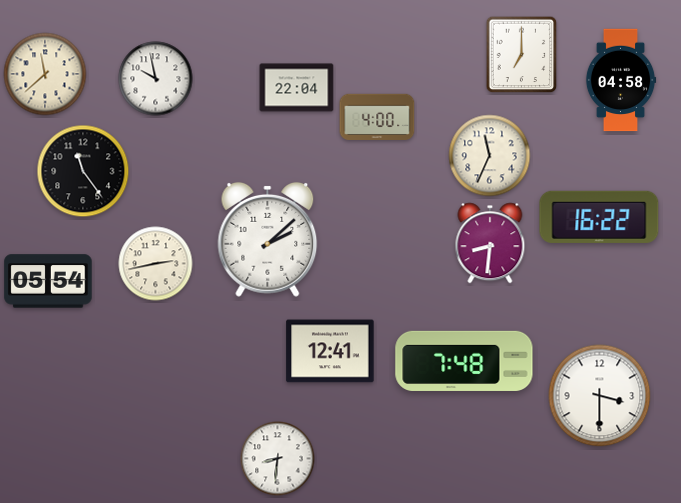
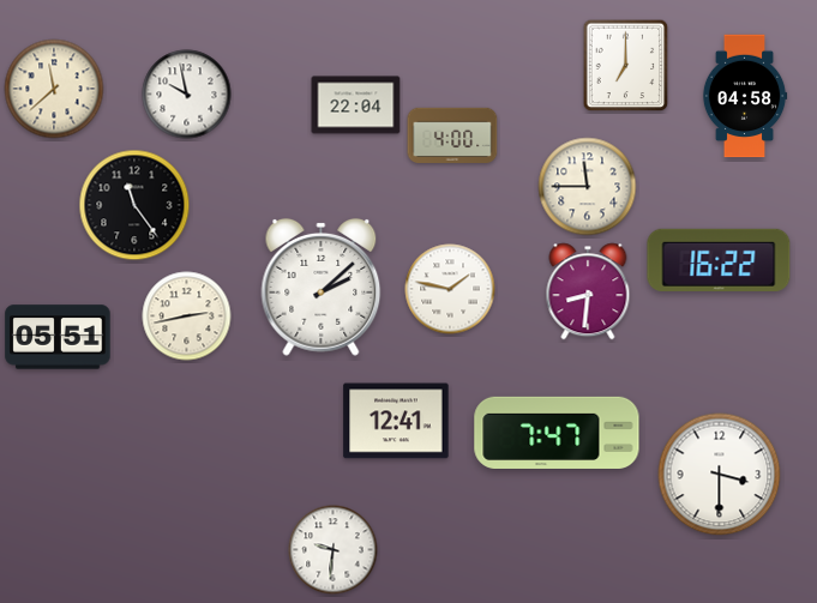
clock at (377, 117) position: (377, 117) -> (452, 135)
clock at (490, 156): 11:34 -> 11:45
clock at (83, 171) position: (83, 171) -> (134, 205)
clock at (450, 289): none -> 1:47
clock at (48, 281): 05:54 -> 05:51
clock at (464, 361): 7:48 -> 7:47
clock at (278, 459): 8:31 -> 9:31
